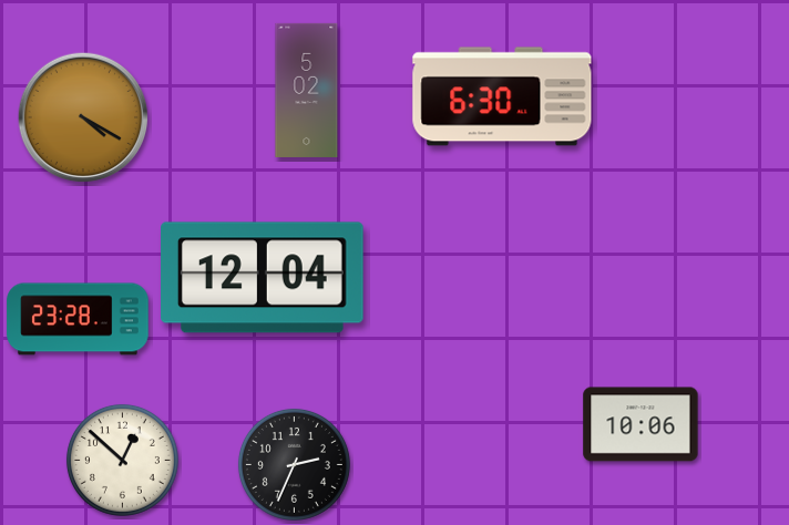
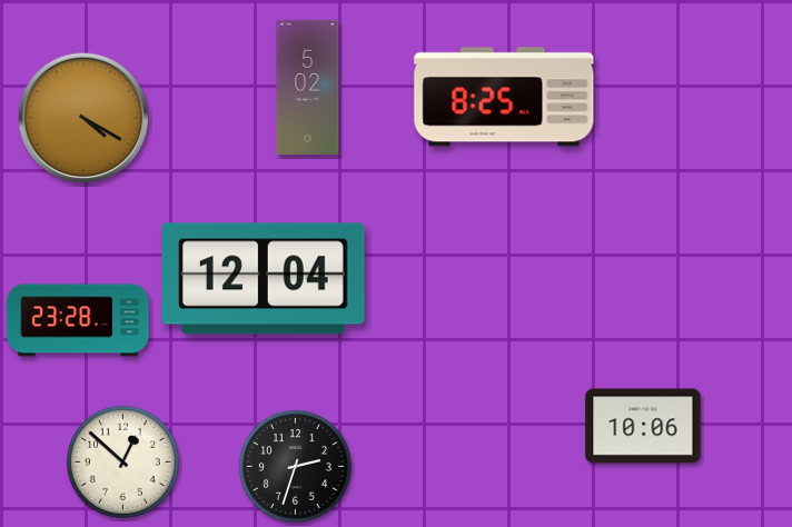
clock at (307, 90) position: (307, 90) -> (308, 87)
clock at (502, 96): 6:30 -> 8:25
clock at (294, 464): 2:34 -> 2:33
